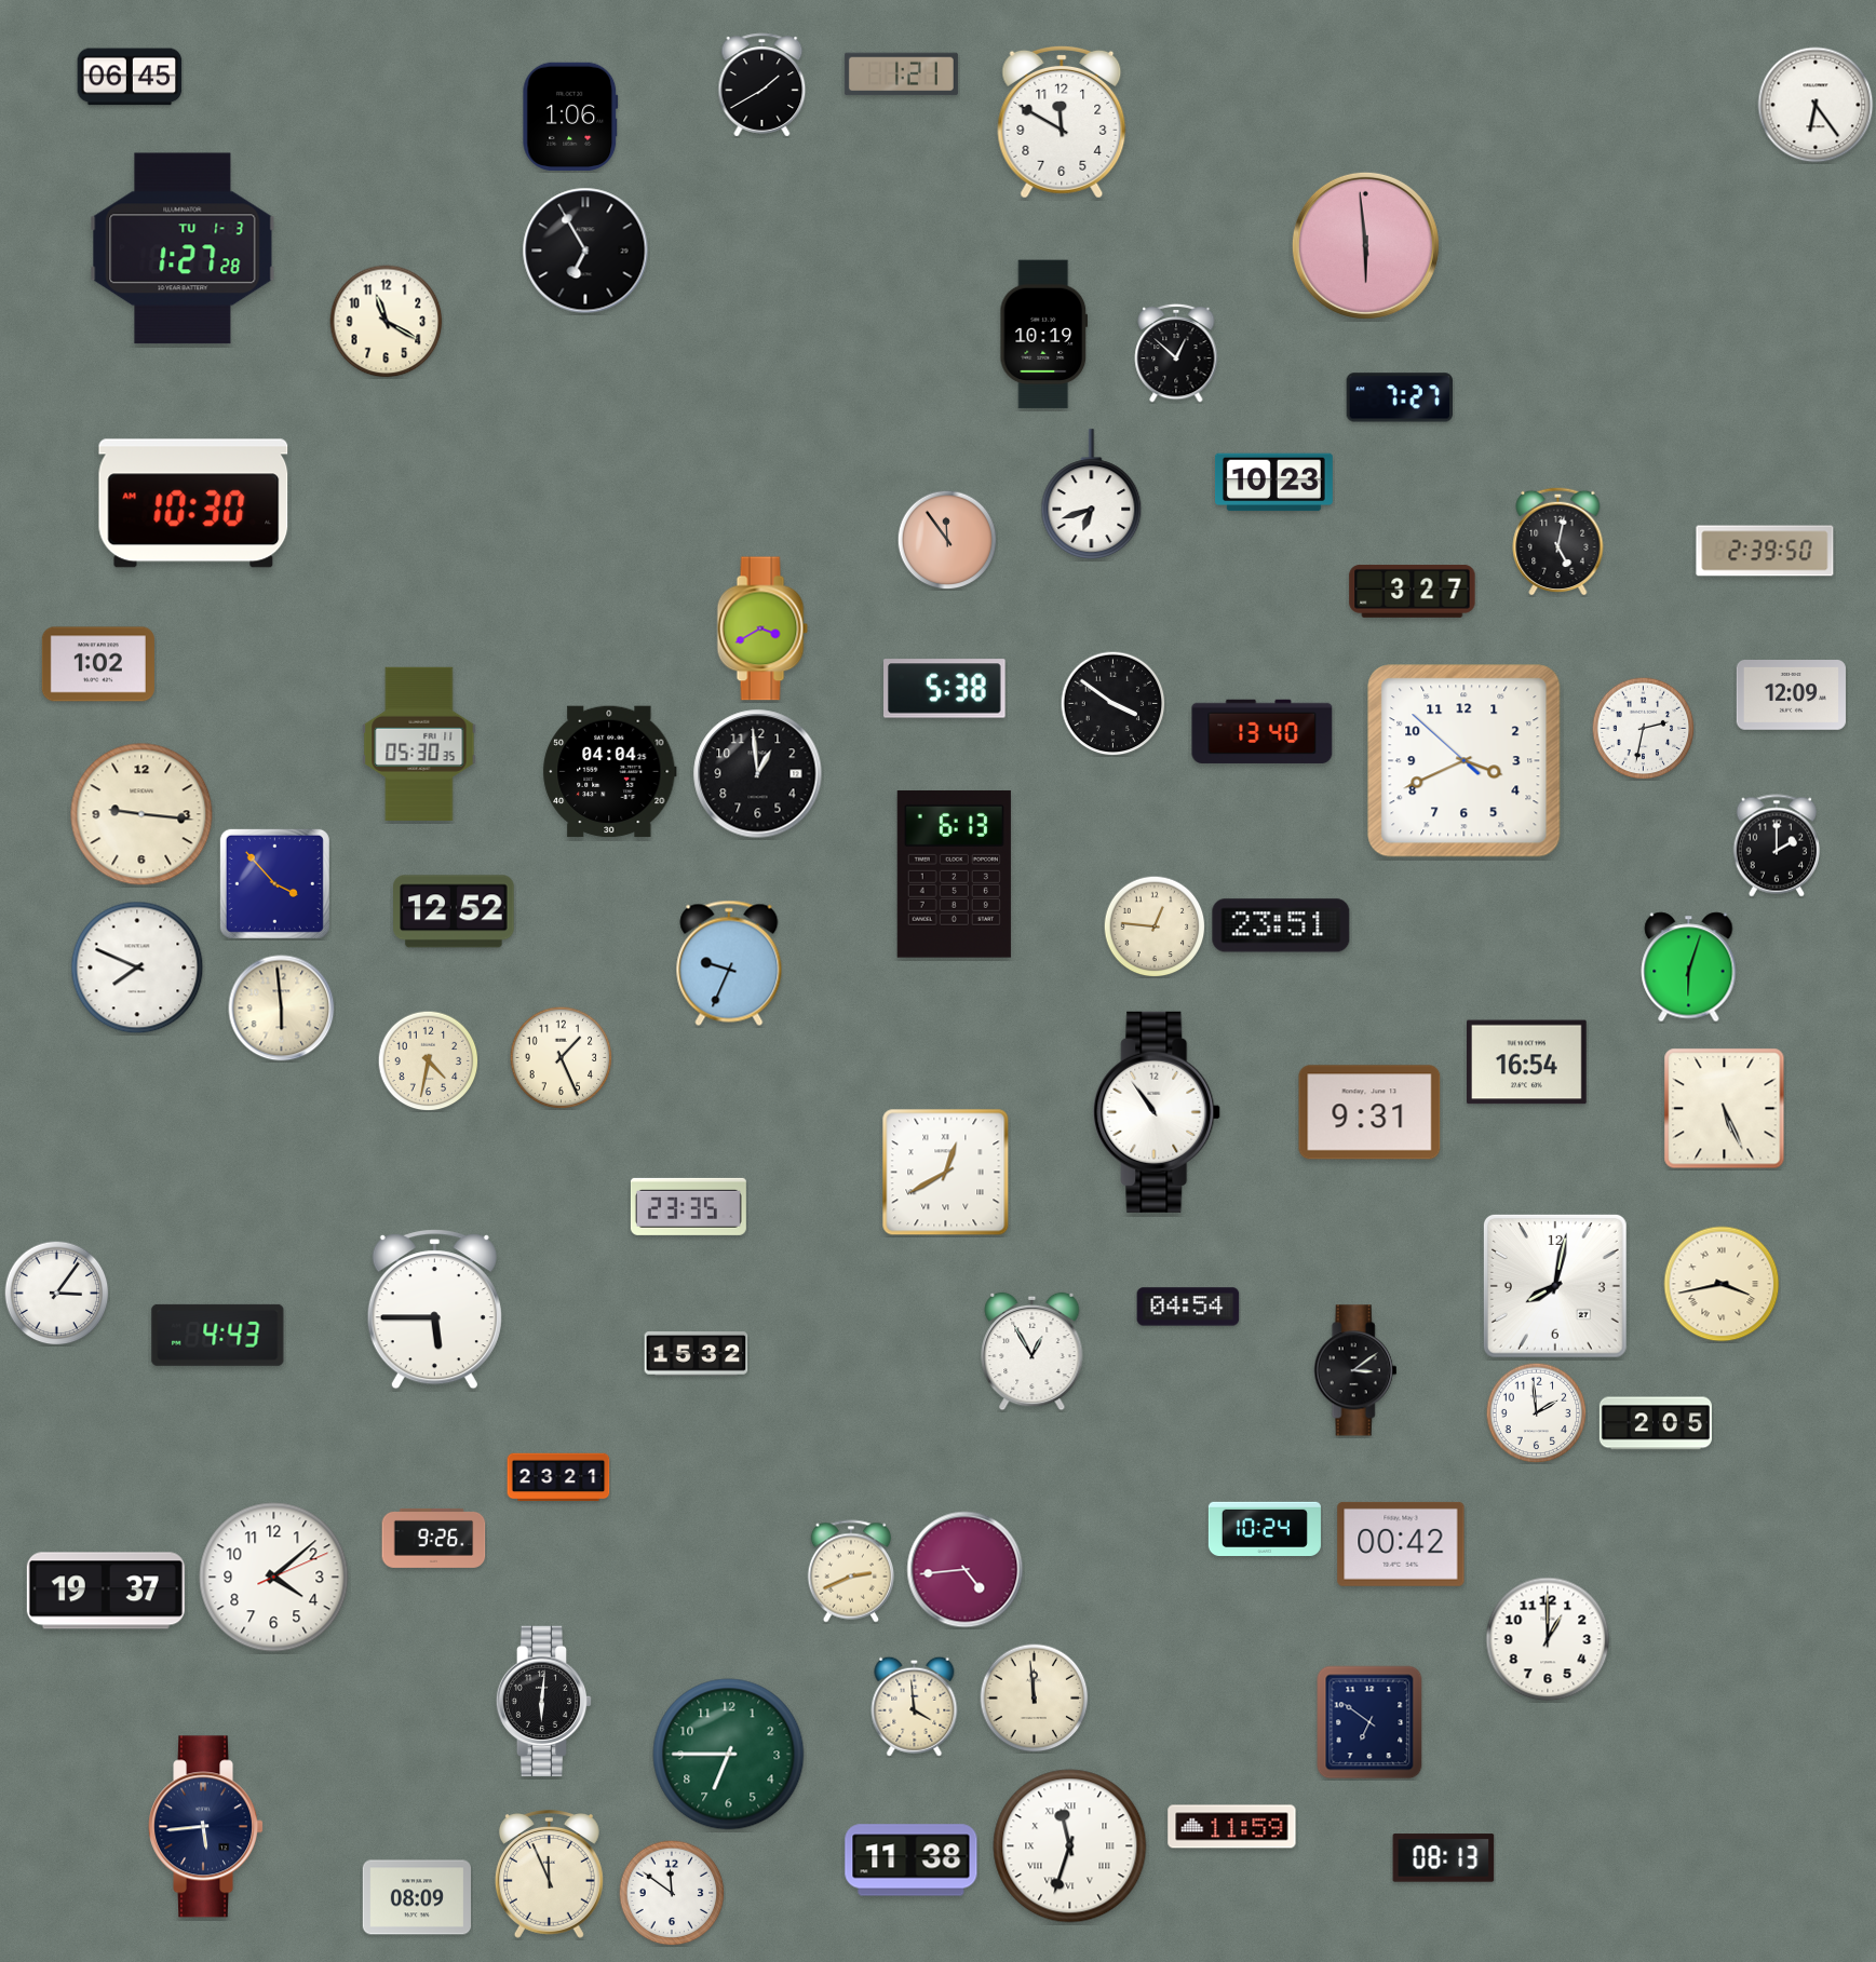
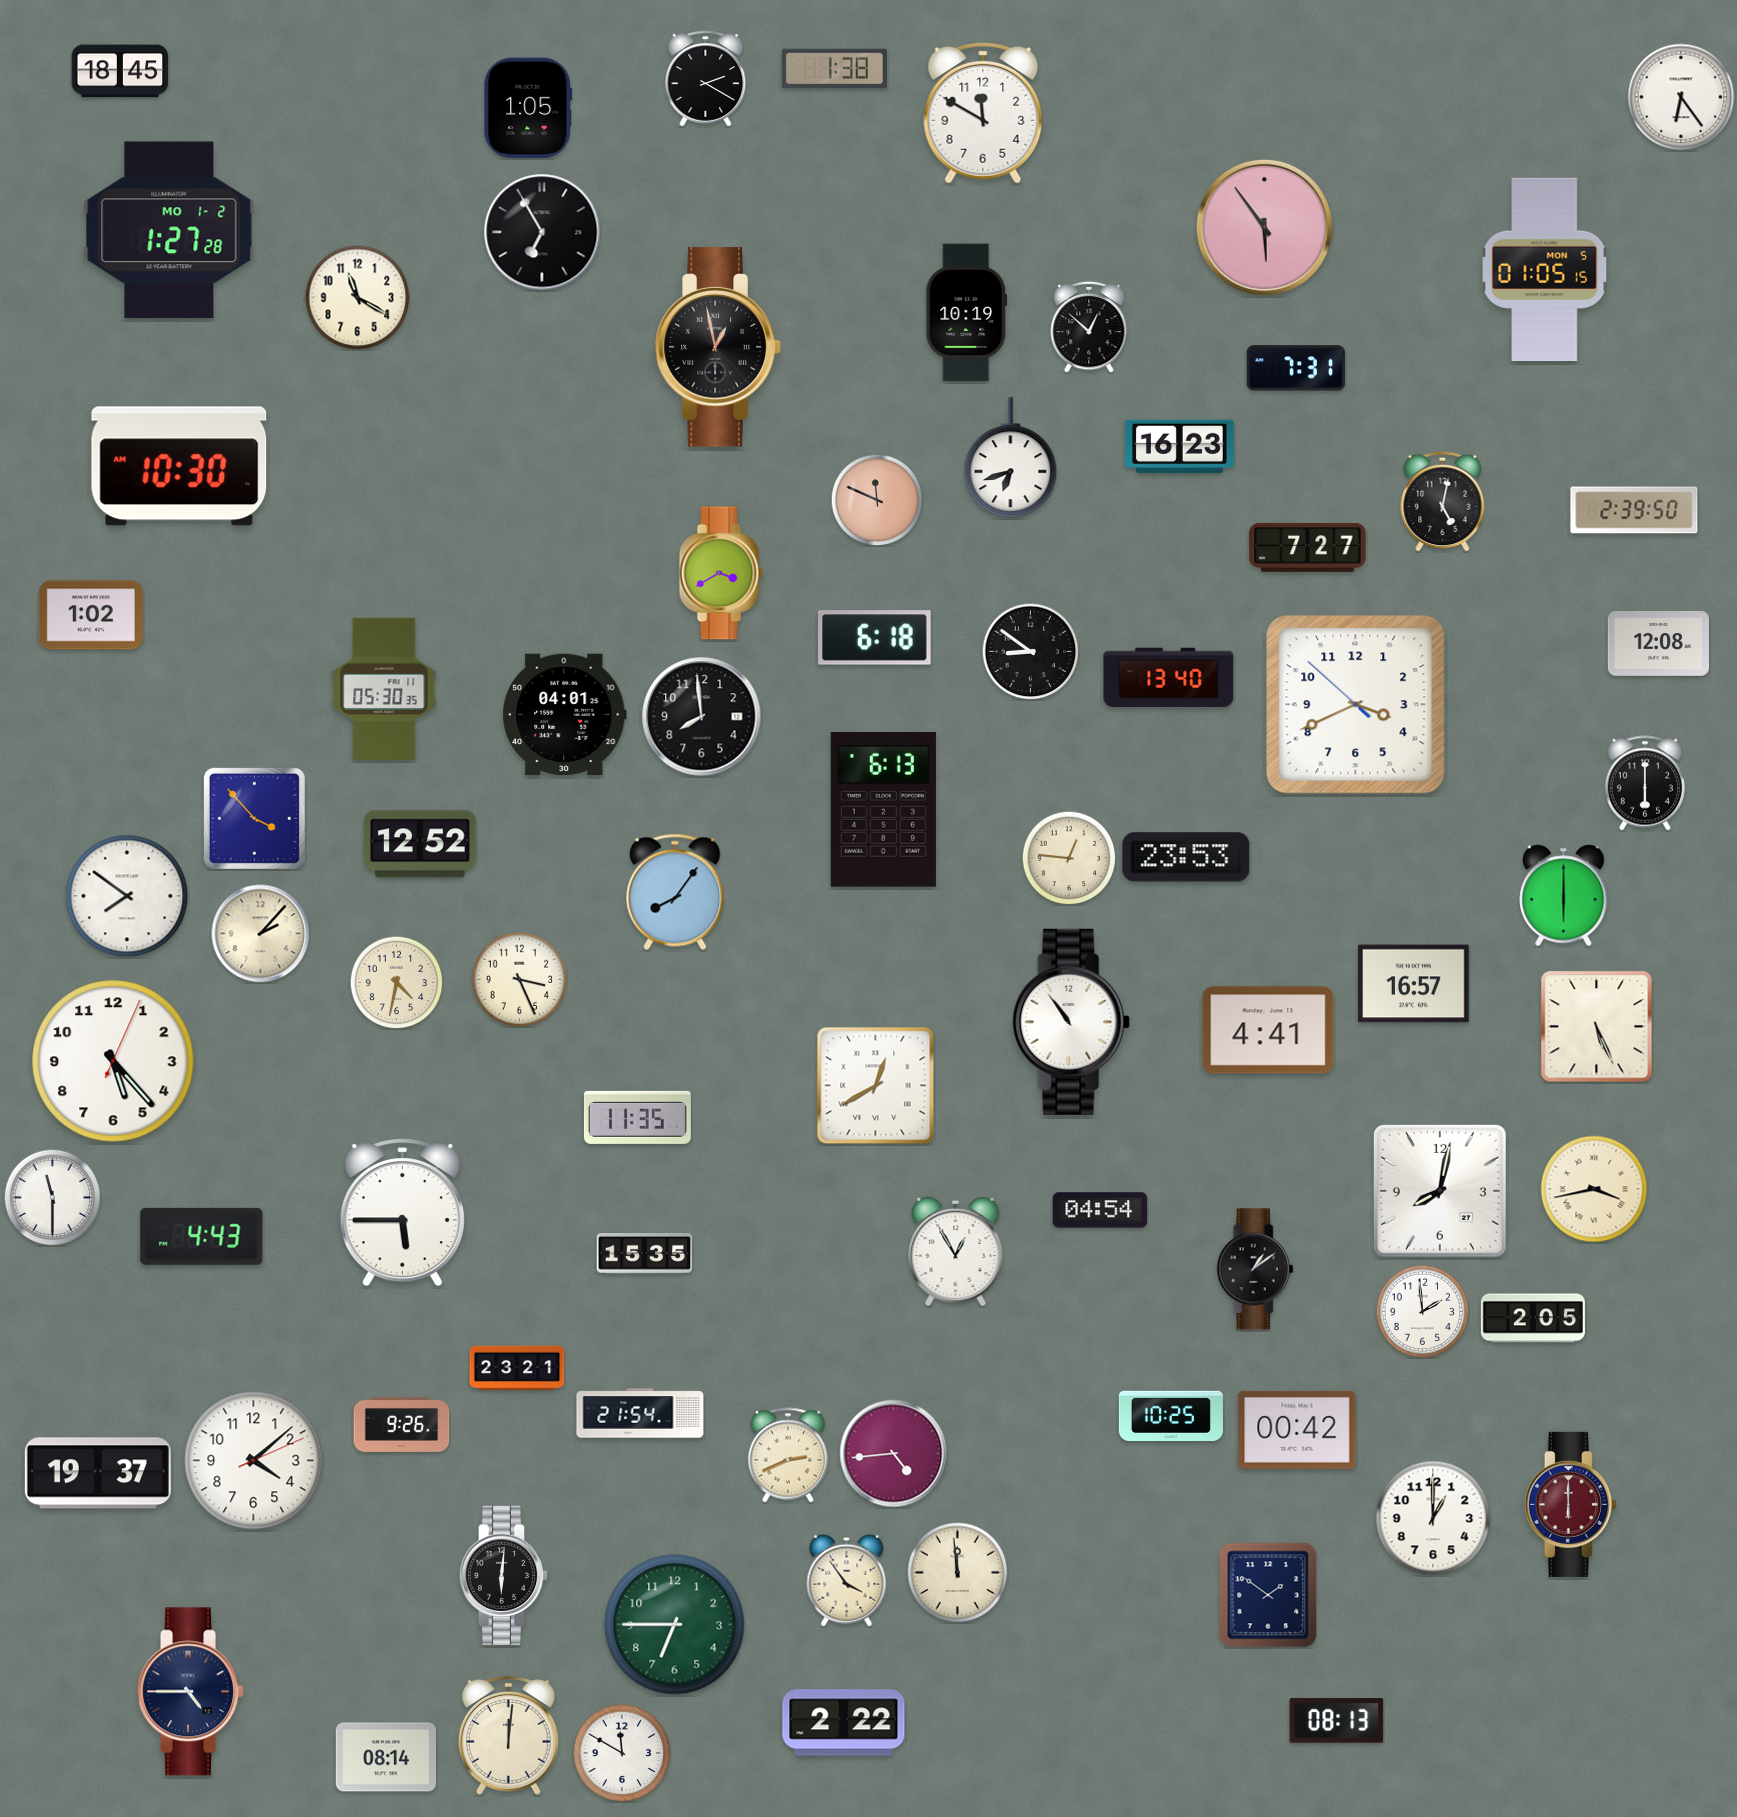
clock at (901, 75): 1:21 -> 1:38
clock at (130, 77): 06:45 -> 18:45
clock at (762, 85): 1:40 -> 2:20
clock at (570, 116): 1:06 -> 1:05
clock at (1365, 245): 5:59 -> 5:54
clock at (183, 248) date: TU 1-3 -> MO 1-2
clock at (1545, 269): none -> 01:05
clock at (1044, 335) position: (1044, 335) -> (967, 313)
clock at (718, 347): none -> 12:58
clock at (1400, 397): 7:27 -> 7:31
clock at (1274, 483): 10:23 -> 16:23
clock at (947, 540): 11:54 -> 11:49
clock at (1413, 592): 3:27 -> 7:27
clock at (762, 628) position: (762, 628) -> (721, 573)
clock at (945, 689): 5:38 -> 6:18
clock at (1791, 695): 12:09 -> 12:08
clock at (1112, 703): 3:51 -> 8:51
clock at (1643, 728): 2:32 -> none
clock at (419, 743) position: (419, 743) -> (384, 688)
clock at (610, 772): 04:04 -> 04:01
clock at (758, 774): 12:59 -> 7:59
clock at (141, 814): 9:16 -> none
clock at (1776, 845): 2:00 -> 6:00
clock at (1281, 925): 23:51 -> 23:53
clock at (729, 963): 9:34 -> 8:06
clock at (137, 968): 7:49 -> 7:51
clock at (1689, 968): 6:03 -> 6:00
clock at (282, 1009): 5:59 -> 2:07
clock at (561, 1057): 1:26 -> 3:26
clock at (1527, 1063): 16:54 -> 16:57
clock at (1158, 1112) position: (1158, 1112) -> (1072, 1022)
clock at (1369, 1112): 9:31 -> 4:41
clock at (113, 1061): none -> 5:23
clock at (688, 1206): 23:35 -> 11:35
clock at (56, 1293): 3:06 -> 11:30
clock at (697, 1354): 15:32 -> 15:35
clock at (1355, 1370): 3:09 -> 1:09
clock at (1536, 1412) position: (1536, 1412) -> (1422, 1311)
clock at (640, 1413): none -> 21:54
clock at (1265, 1528): 10:24 -> 10:25
clock at (1570, 1504): none -> 6:00
clock at (915, 1706): 3:59 -> 3:54
clock at (1369, 1722): 6:51 -> 1:51
clock at (206, 1827): 5:44 -> 4:45
clock at (1232, 1827): 11:59 -> none
clock at (1070, 1846): 11:33 -> none
clock at (912, 1860): 11:38 -> 2:22
clock at (549, 1875): 11:56 -> 12:01
clock at (672, 1893): 11:51 -> 11:50
clock at (416, 1897): 08:09 -> 08:14
